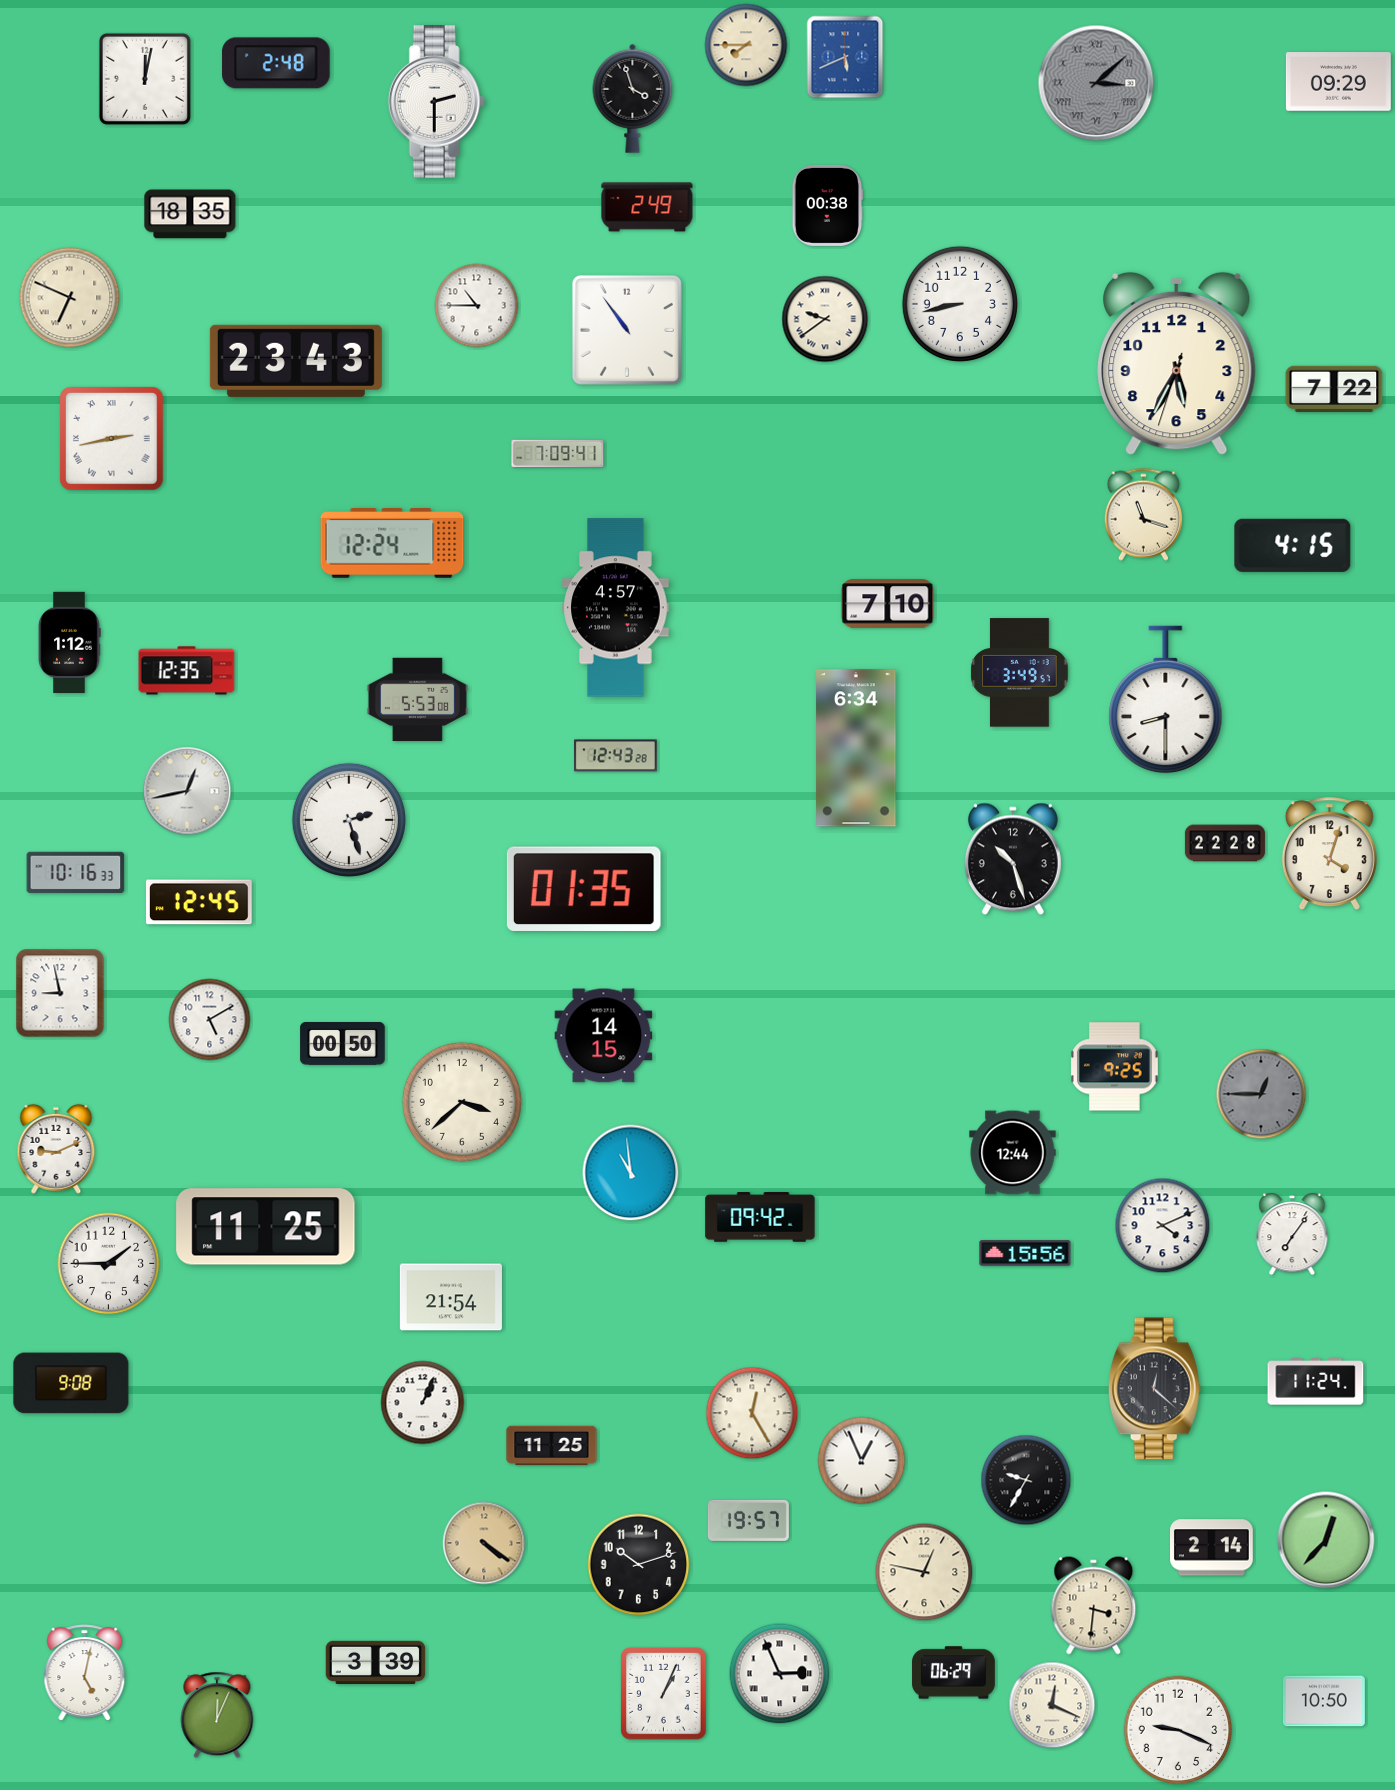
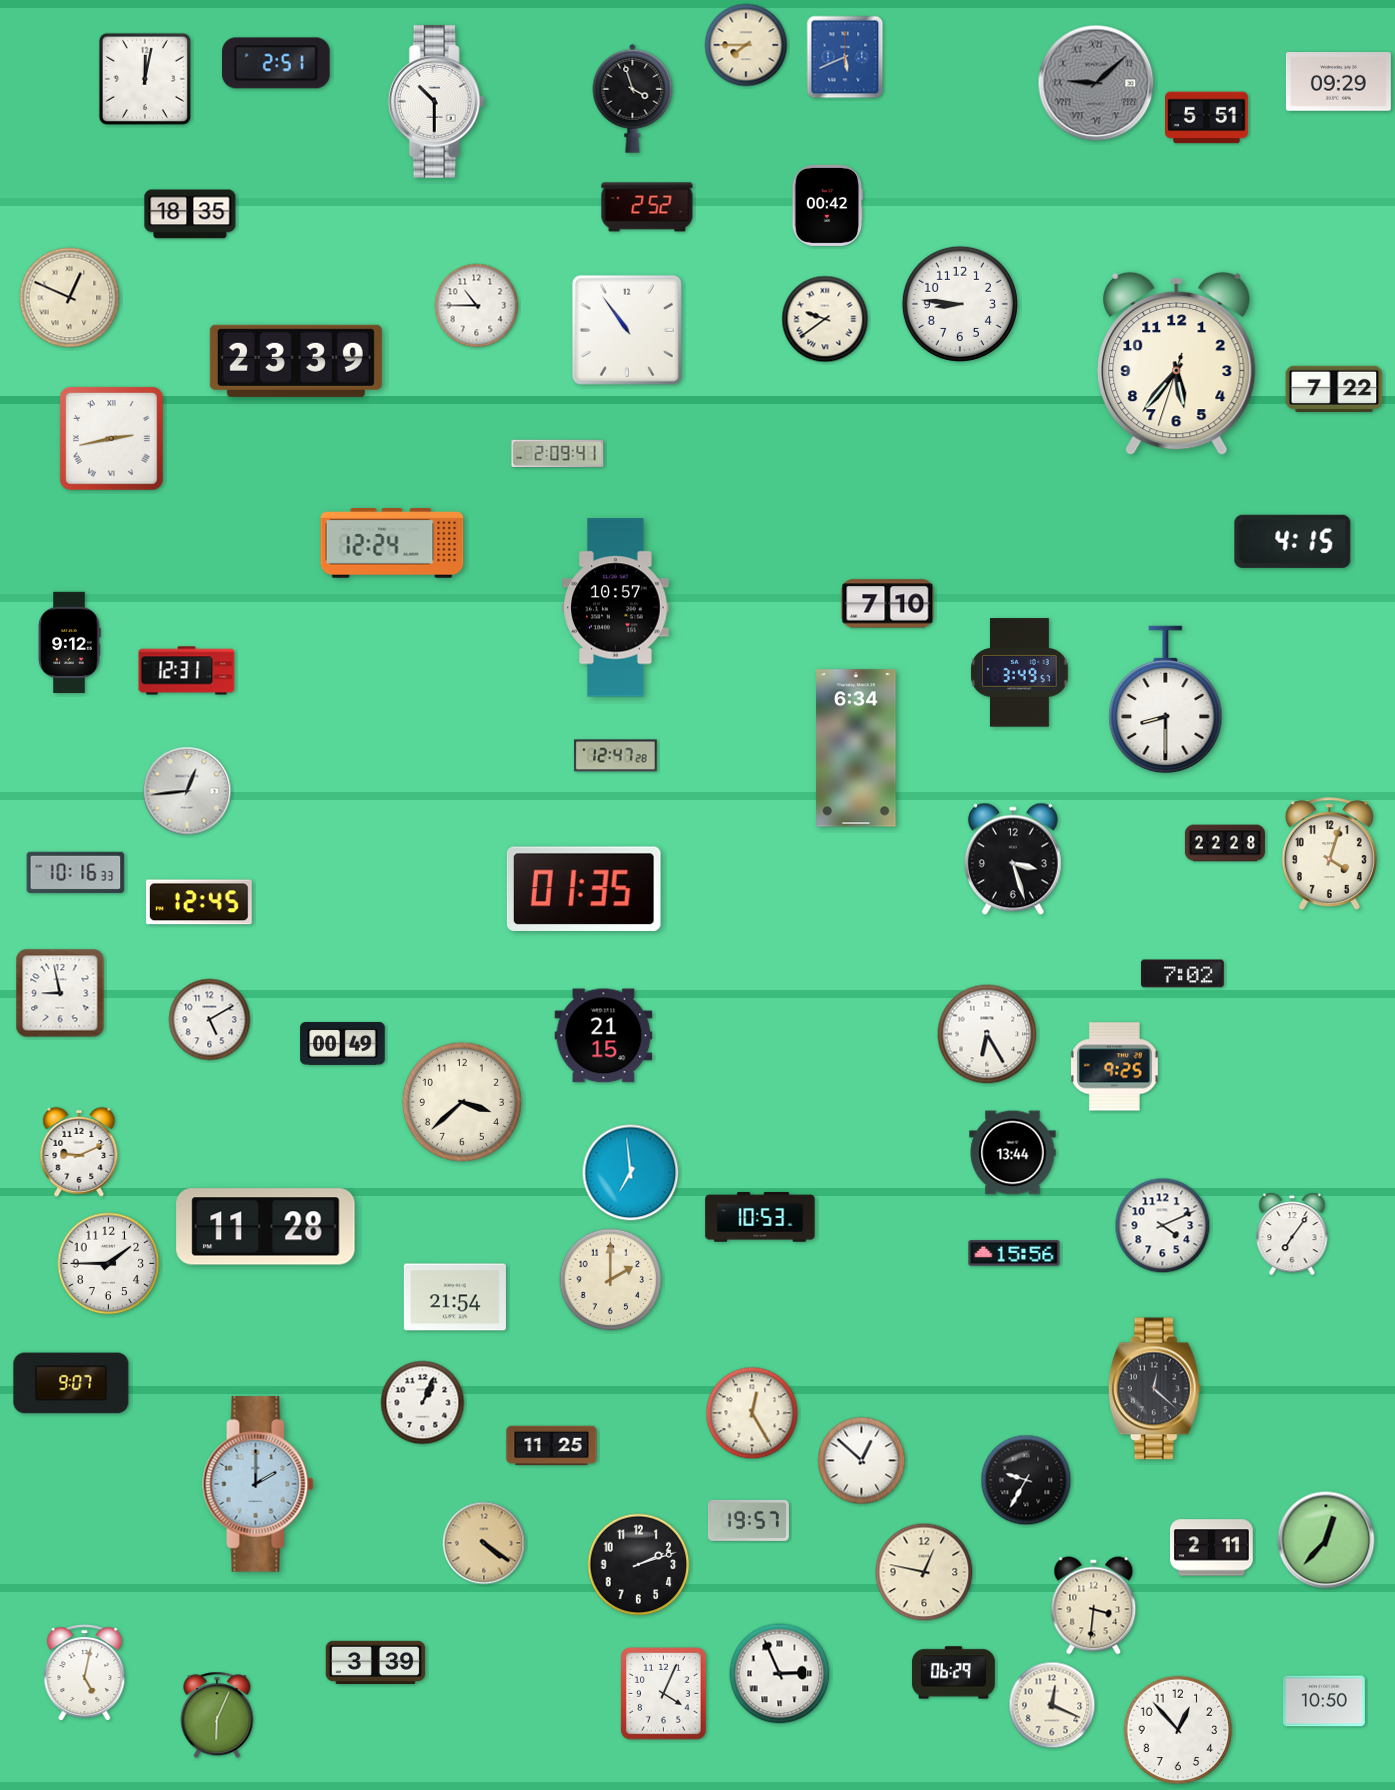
clock at (276, 63): 2:48 -> 2:51
clock at (1096, 83): 3:08 -> 9:08
clock at (436, 102): 2:30 -> 10:30
clock at (1207, 118): none -> 5:51
clock at (828, 205): 00:38 -> 00:42
clock at (647, 207): 2:49 -> 2:52
clock at (70, 298): 6:49 -> 12:49
clock at (960, 304): 8:43 -> 8:46
clock at (296, 361): 23:43 -> 23:39
clock at (1177, 364): 5:34 -> 5:36
clock at (558, 454): 7:09 -> 2:09
clock at (1143, 514): 11:18 -> none
clock at (1293, 545) position: (1293, 545) -> (1293, 541)
clock at (616, 608): 4:57 -> 10:57
clock at (69, 642): 1:12 -> 9:12
clock at (187, 671): 12:35 -> 12:31
clock at (417, 699): 5:53 -> none
clock at (616, 756): 12:43 -> 12:47
clock at (187, 791): 12:43 -> 12:44
clock at (349, 820): 2:27 -> none
clock at (1013, 859): 10:27 -> 3:27
clock at (1183, 974): none -> 7:02
clock at (987, 1034): none -> 6:25
clock at (604, 1036): 14:15 -> 21:15
clock at (343, 1044): 00:50 -> 00:49
clock at (1261, 1094): 12:45 -> none
clock at (56, 1149) position: (56, 1149) -> (79, 1152)
clock at (1013, 1153): 12:44 -> 13:44
clock at (631, 1173): 10:59 -> 6:59
clock at (760, 1217): 09:42 -> 10:53
clock at (266, 1227): 11:25 -> 11:28
clock at (1025, 1253) position: (1025, 1253) -> (1014, 1253)
clock at (611, 1280): none -> 2:00
clock at (451, 1297) position: (451, 1297) -> (455, 1297)
clock at (1316, 1382): 11:24 -> none
clock at (71, 1383): 9:08 -> 9:07
clock at (862, 1461): 12:56 -> 12:52
clock at (258, 1485): none -> 2:00
clock at (1212, 1548): 2:14 -> 2:11
clock at (639, 1565): 10:12 -> 2:12
clock at (664, 1694): 1:04 -> 4:04
clock at (217, 1715): 12:04 -> 6:04
clock at (1178, 1730): 9:19 -> 12:53
